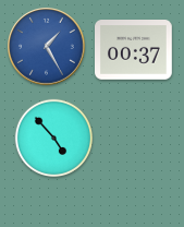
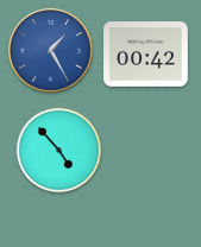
clock at (134, 50): 00:37 -> 00:42
